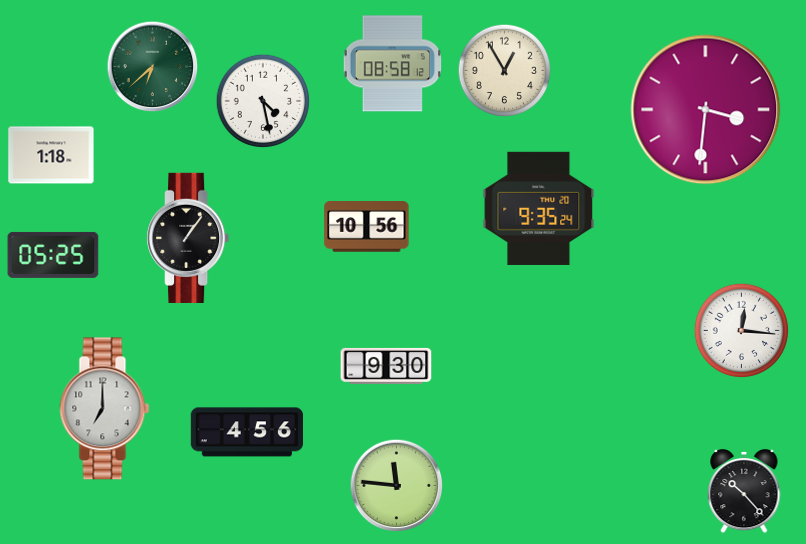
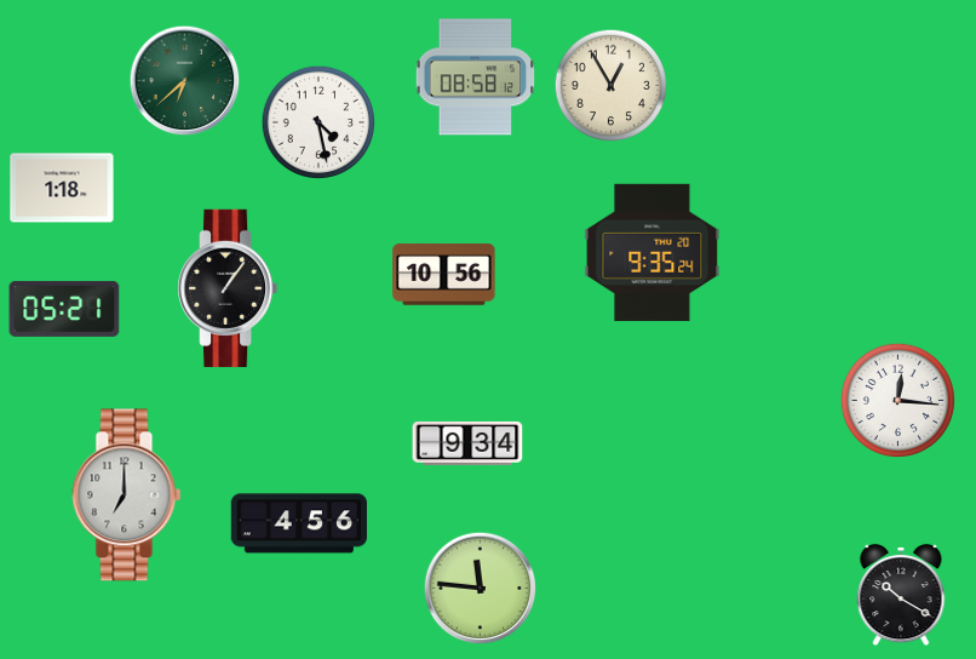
clock at (706, 110): 3:31 -> none
clock at (53, 255): 05:25 -> 05:21
clock at (386, 366): 9:30 -> 9:34
clock at (744, 491): 10:23 -> 10:20
